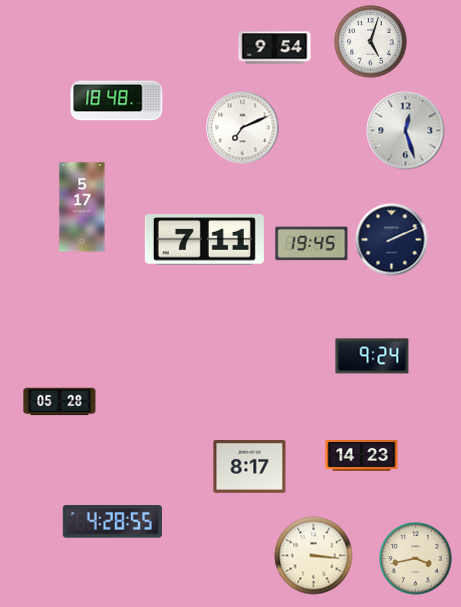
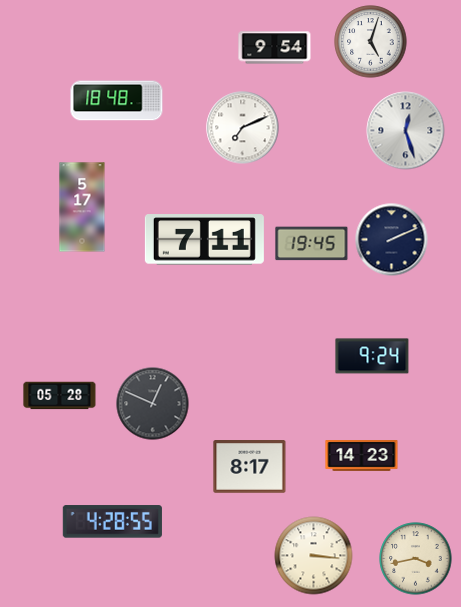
clock at (60, 402) position: (60, 402) -> (60, 396)
clock at (153, 404): none -> 12:49
